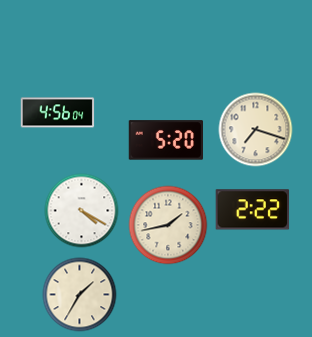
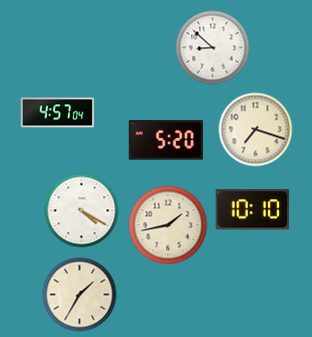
clock at (213, 48): none -> 8:52
clock at (58, 113): 4:56 -> 4:57
clock at (253, 210): 2:22 -> 10:10
